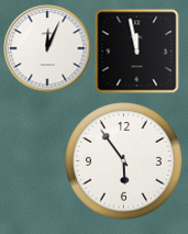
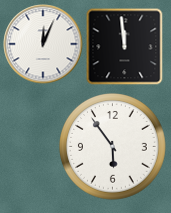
clock at (137, 52): 11:58 -> 11:59
